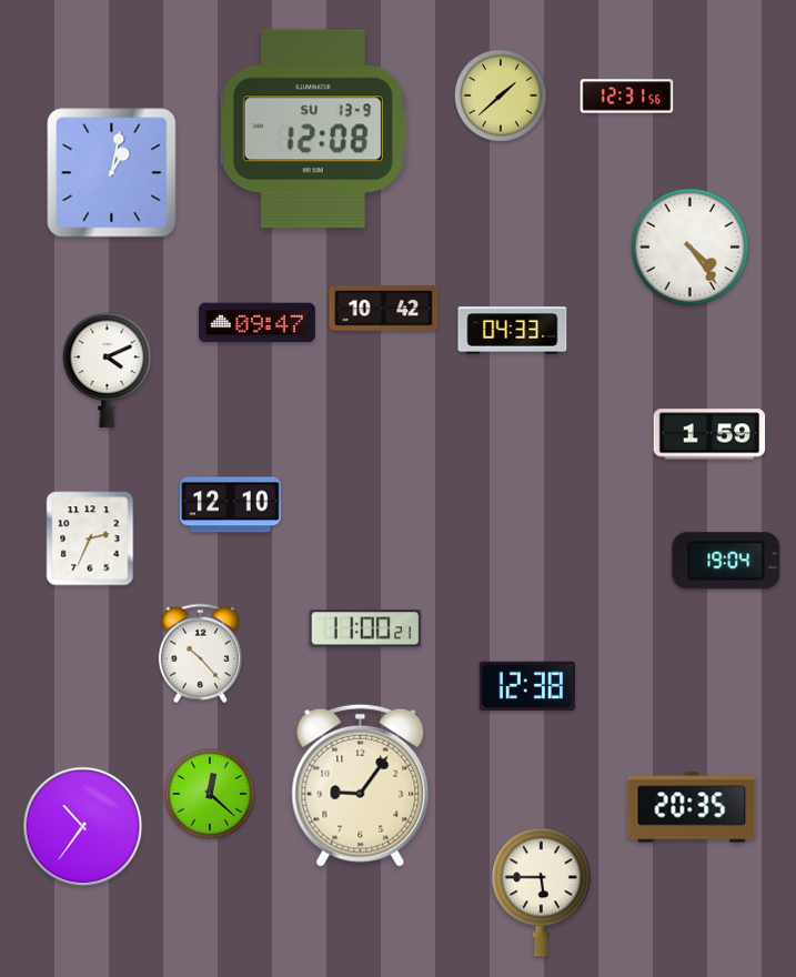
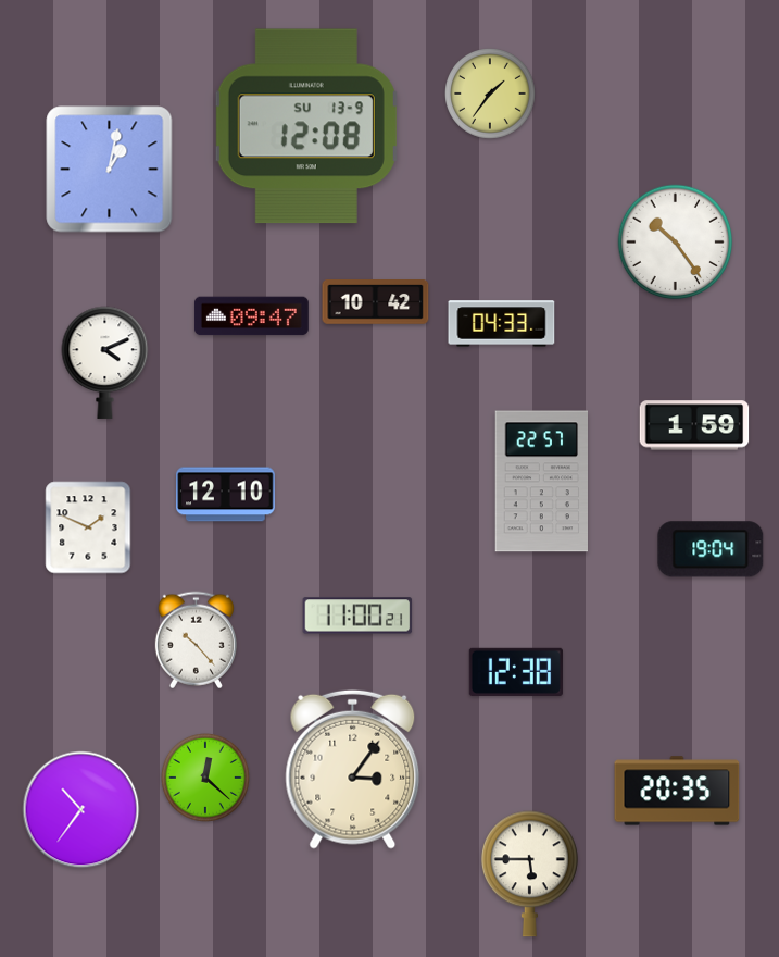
clock at (502, 97): 1:38 -> 1:36
clock at (627, 97): 12:31 -> none
clock at (691, 248): 4:24 -> 10:24
clock at (541, 482): none -> 22:57
clock at (90, 538): 2:34 -> 1:49
clock at (361, 785): 9:06 -> 3:06
